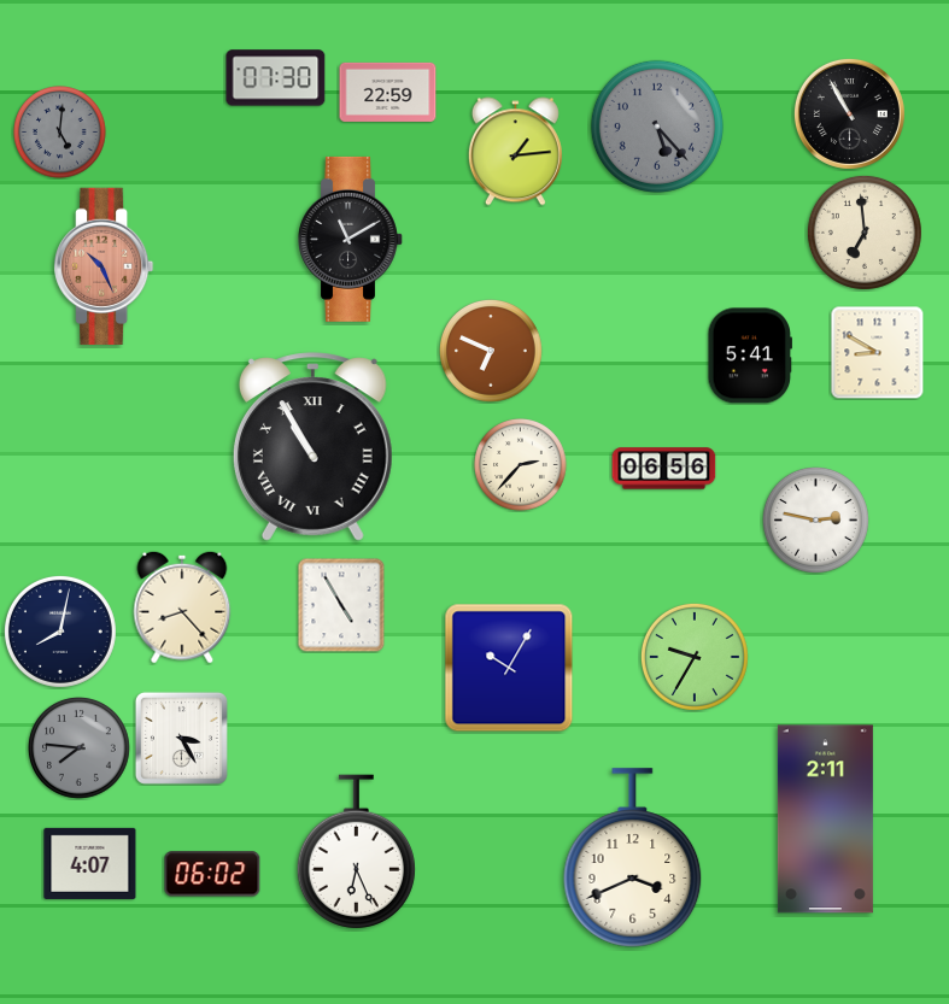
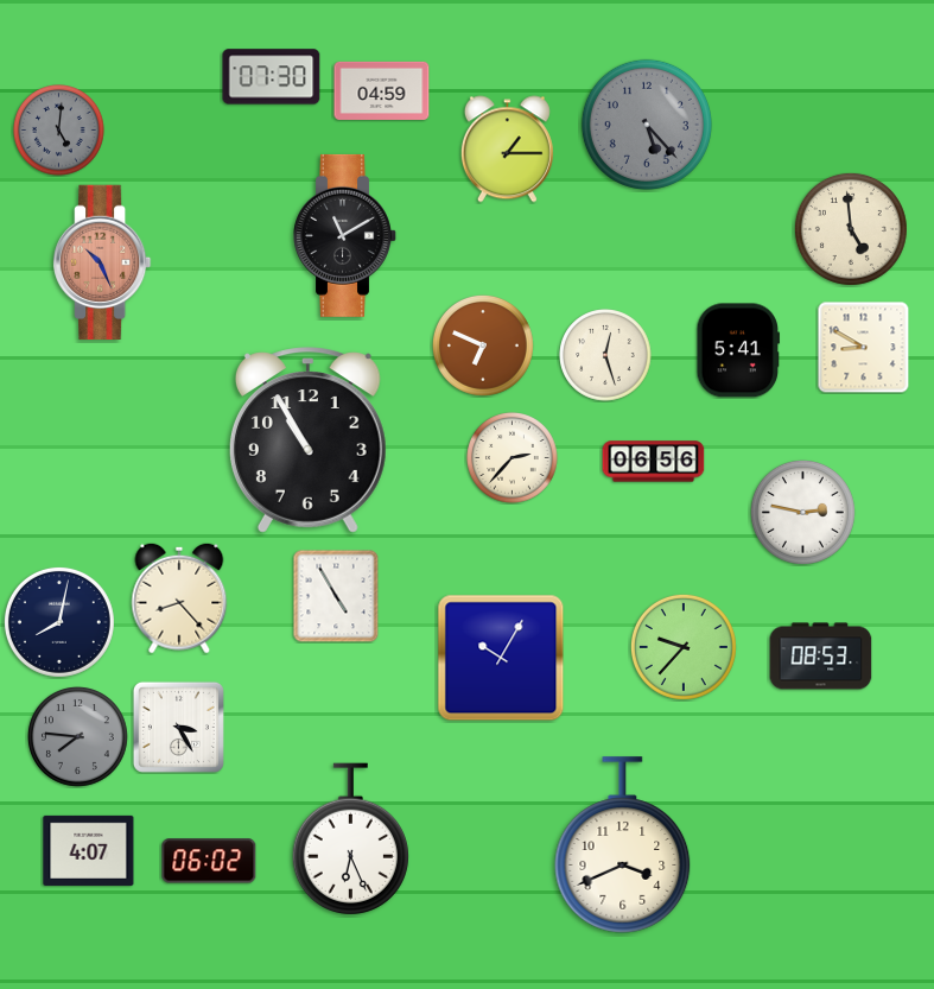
clock at (388, 92): 22:59 -> 04:59
clock at (849, 113): 10:55 -> none
clock at (515, 152): 1:14 -> 1:15
clock at (865, 233): 6:59 -> 4:59
clock at (605, 355): none -> 12:27
clock at (312, 447) numerals: Roman -> Arabic
clock at (695, 657): 9:35 -> 9:37
clock at (821, 657): none -> 08:53
clock at (825, 820): 2:11 -> none
